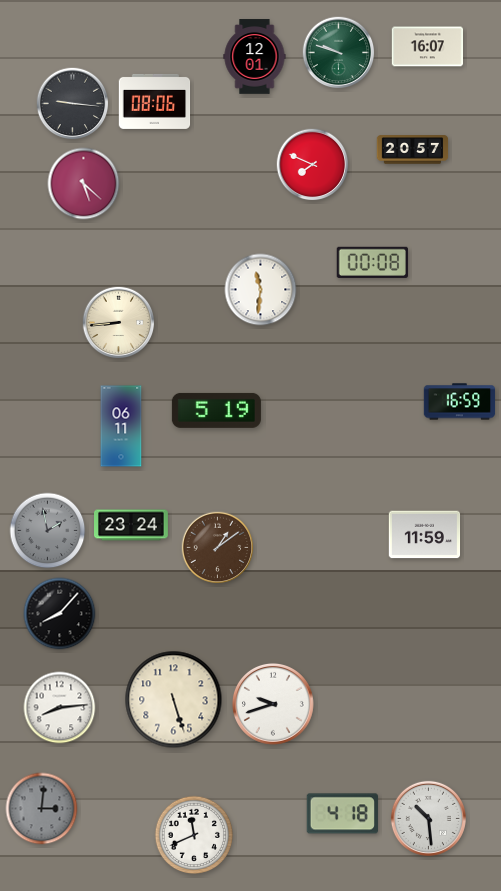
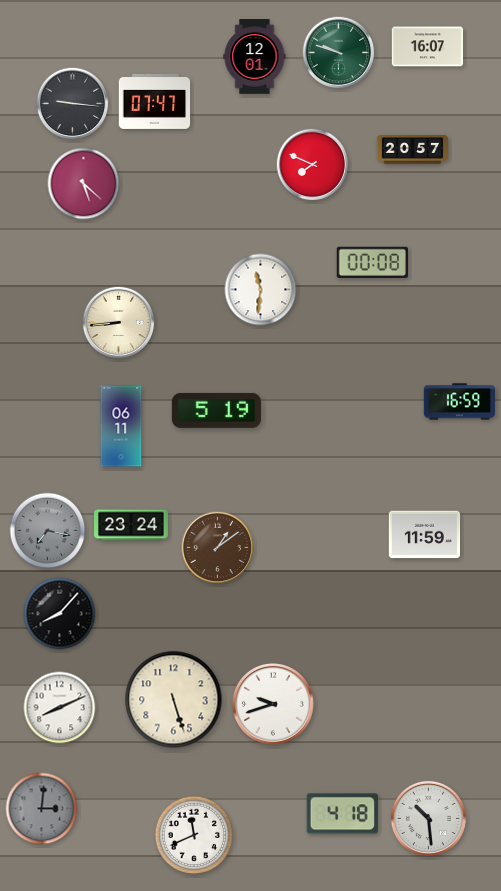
clock at (155, 101): 08:06 -> 07:47
clock at (48, 531): 1:58 -> 7:17
clock at (60, 708): 8:14 -> 8:11
